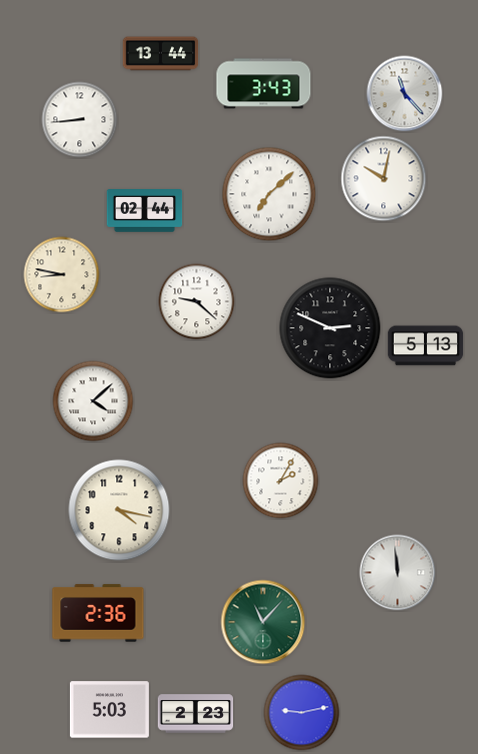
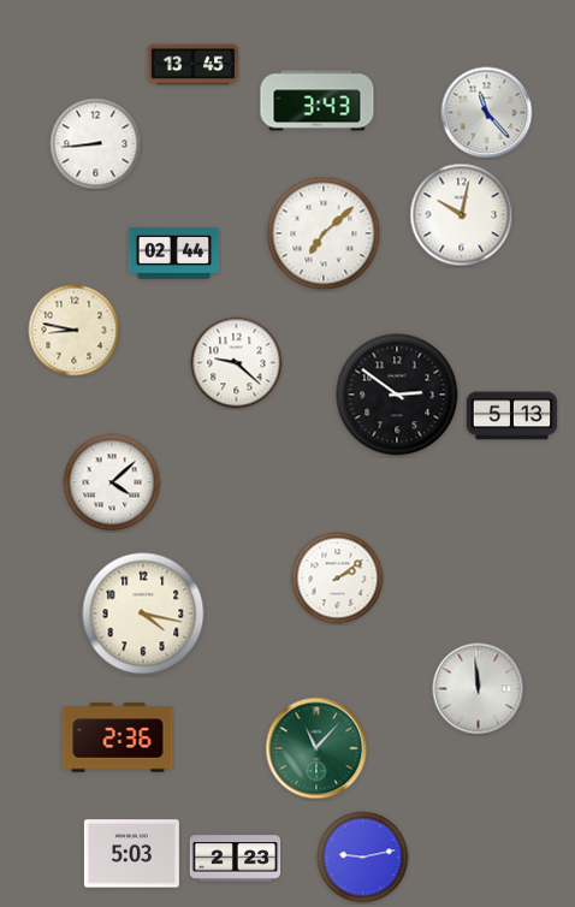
clock at (161, 54): 13:44 -> 13:45
clock at (330, 328): 2:49 -> 2:51
clock at (281, 481): 2:05 -> 2:09
